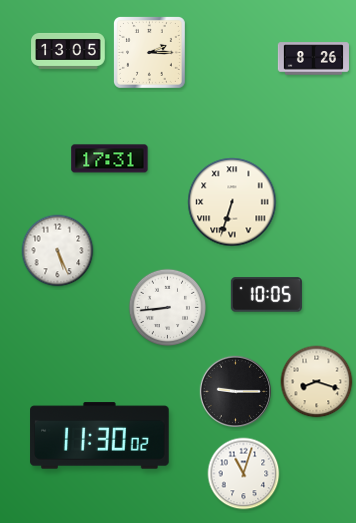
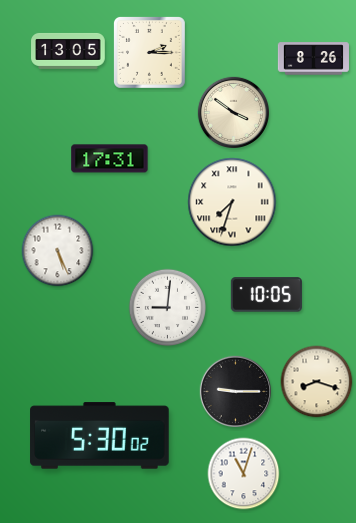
clock at (233, 112): none -> 3:51
clock at (232, 202): 6:33 -> 7:33
clock at (168, 308): 8:44 -> 9:01
clock at (100, 436): 11:30 -> 5:30
